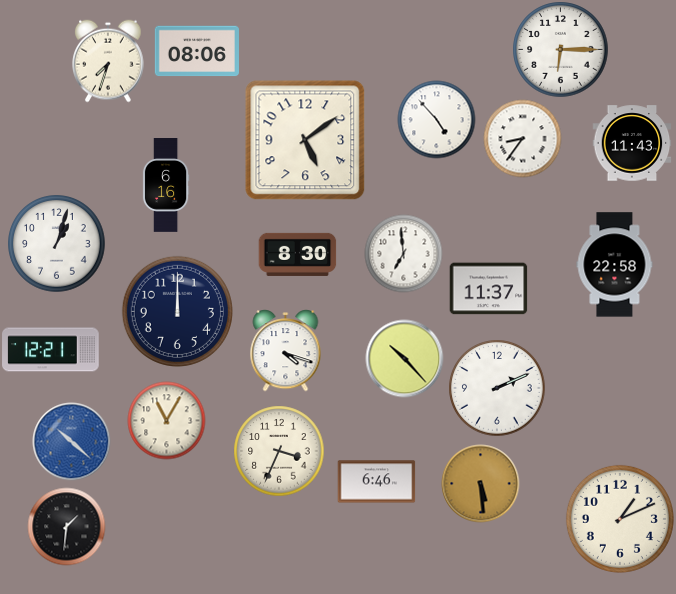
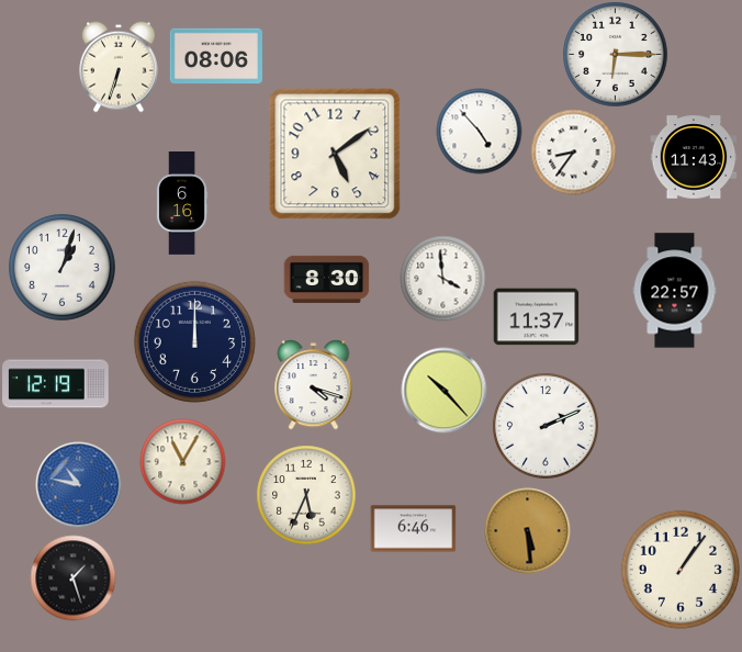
clock at (109, 61): 7:33 -> 6:33
clock at (403, 253): 6:59 -> 3:59
clock at (615, 265): 22:58 -> 22:57
clock at (51, 350): 12:21 -> 12:19
clock at (404, 358) position: (404, 358) -> (443, 390)
clock at (71, 441): 10:22 -> 10:47
clock at (279, 451): 3:34 -> 5:34
clock at (620, 519): 1:11 -> 1:06
clock at (66, 526): 1:31 -> 1:27
